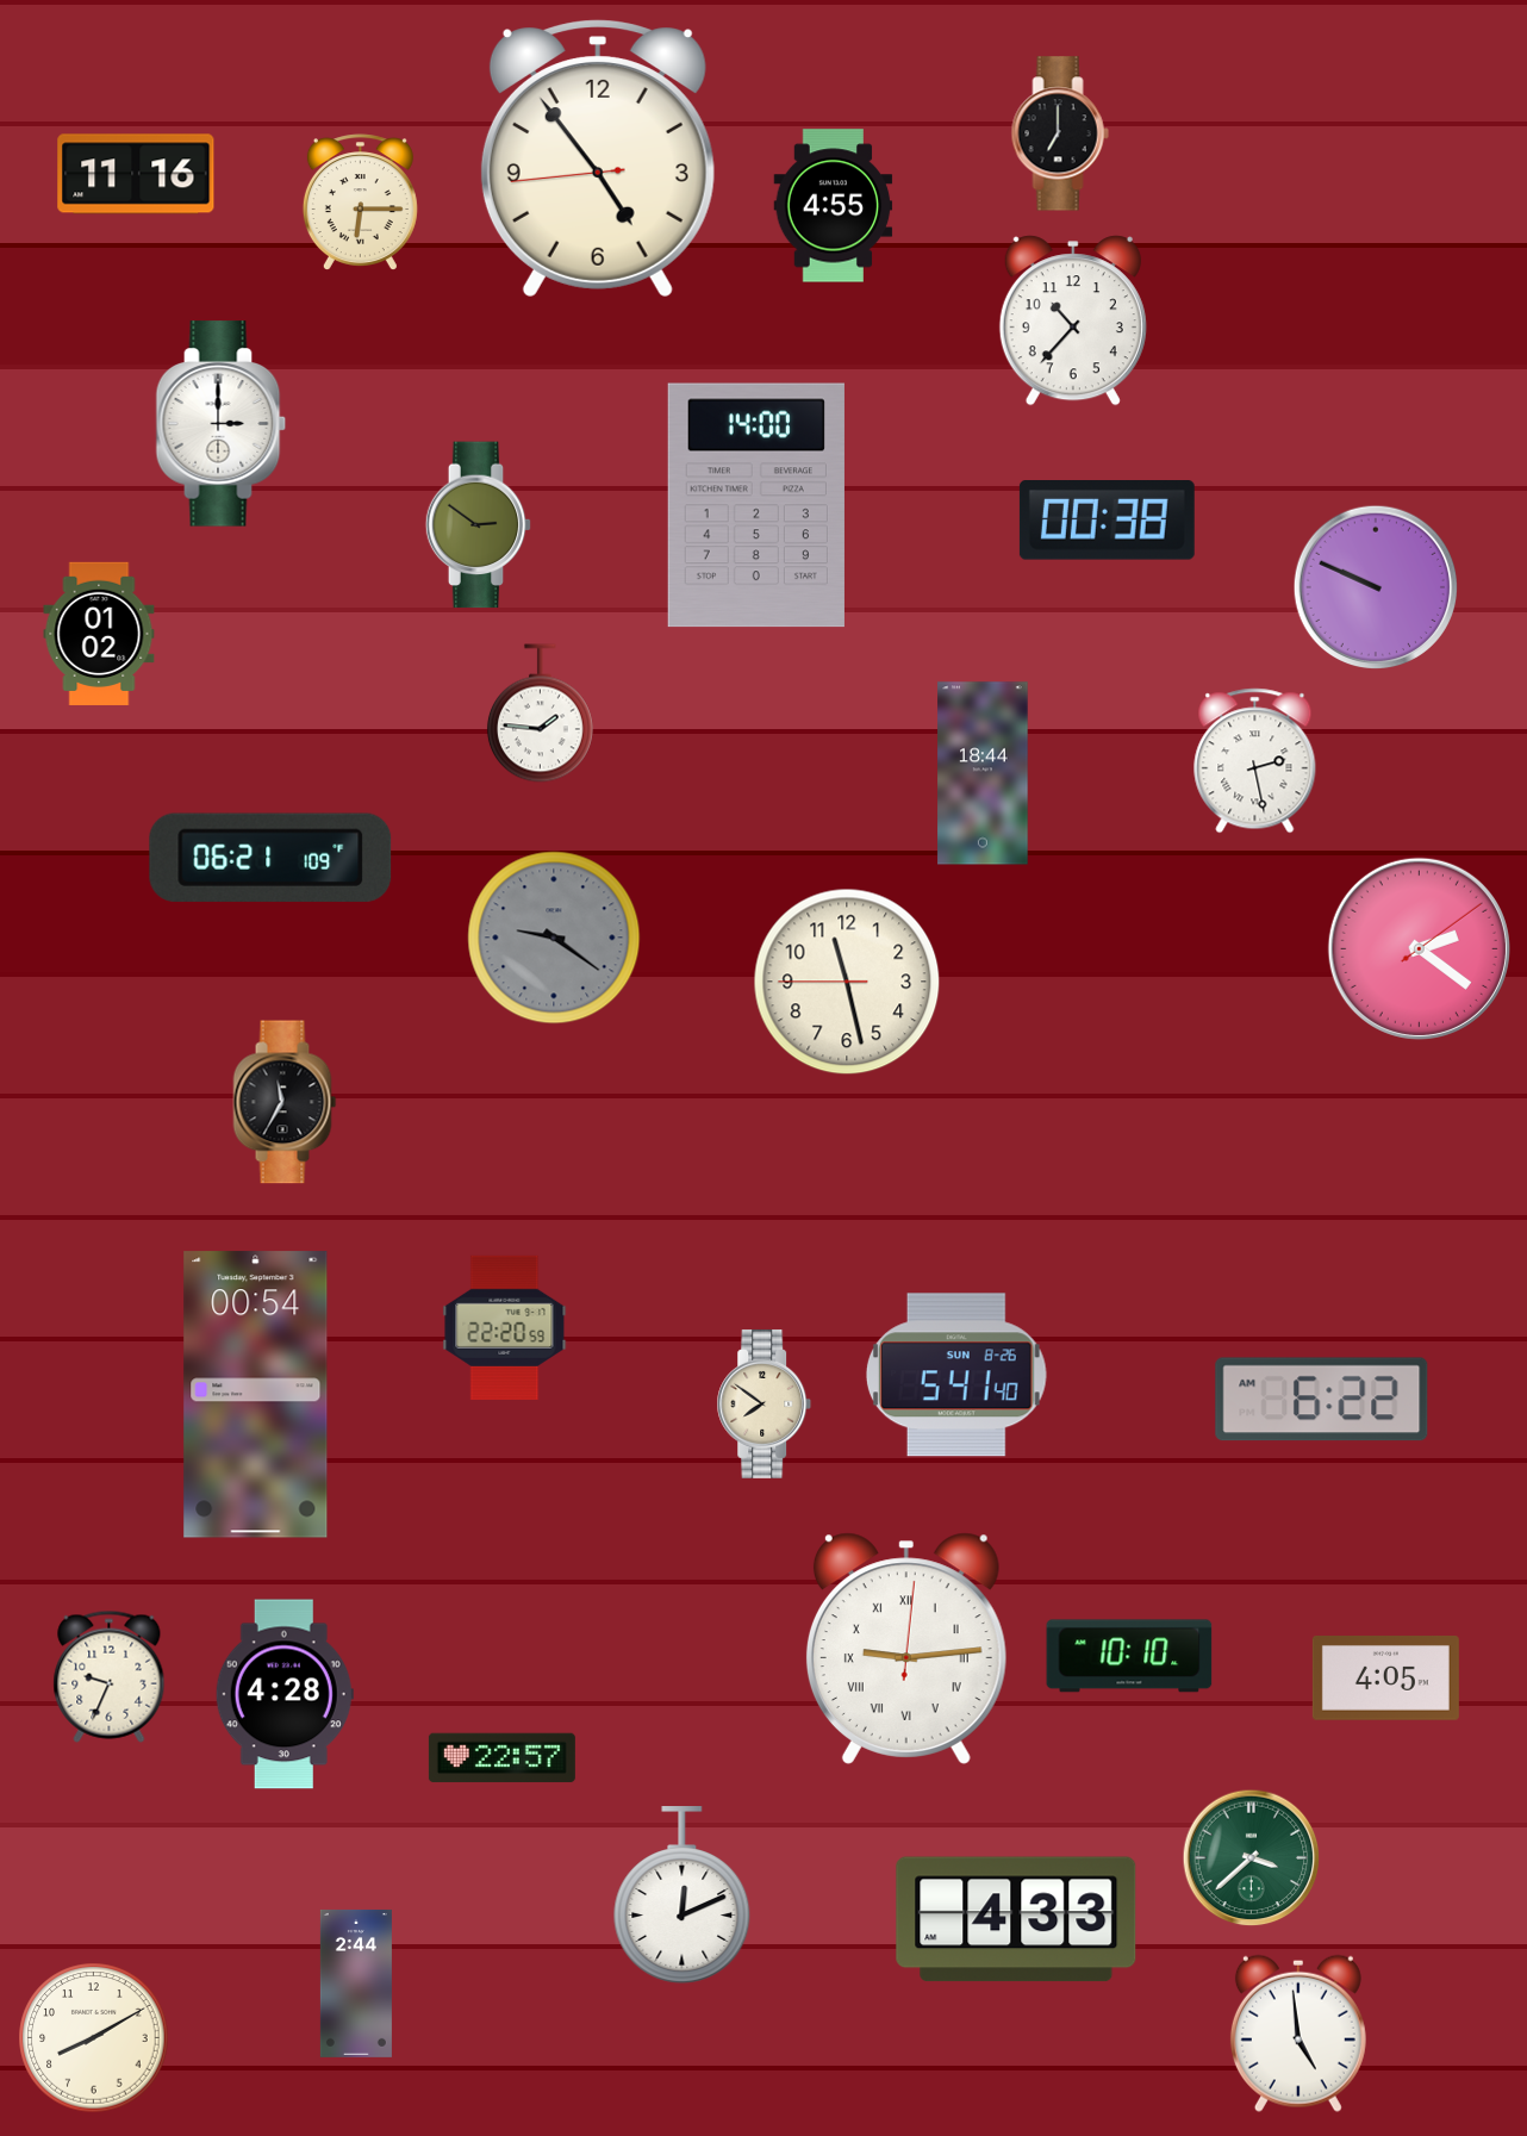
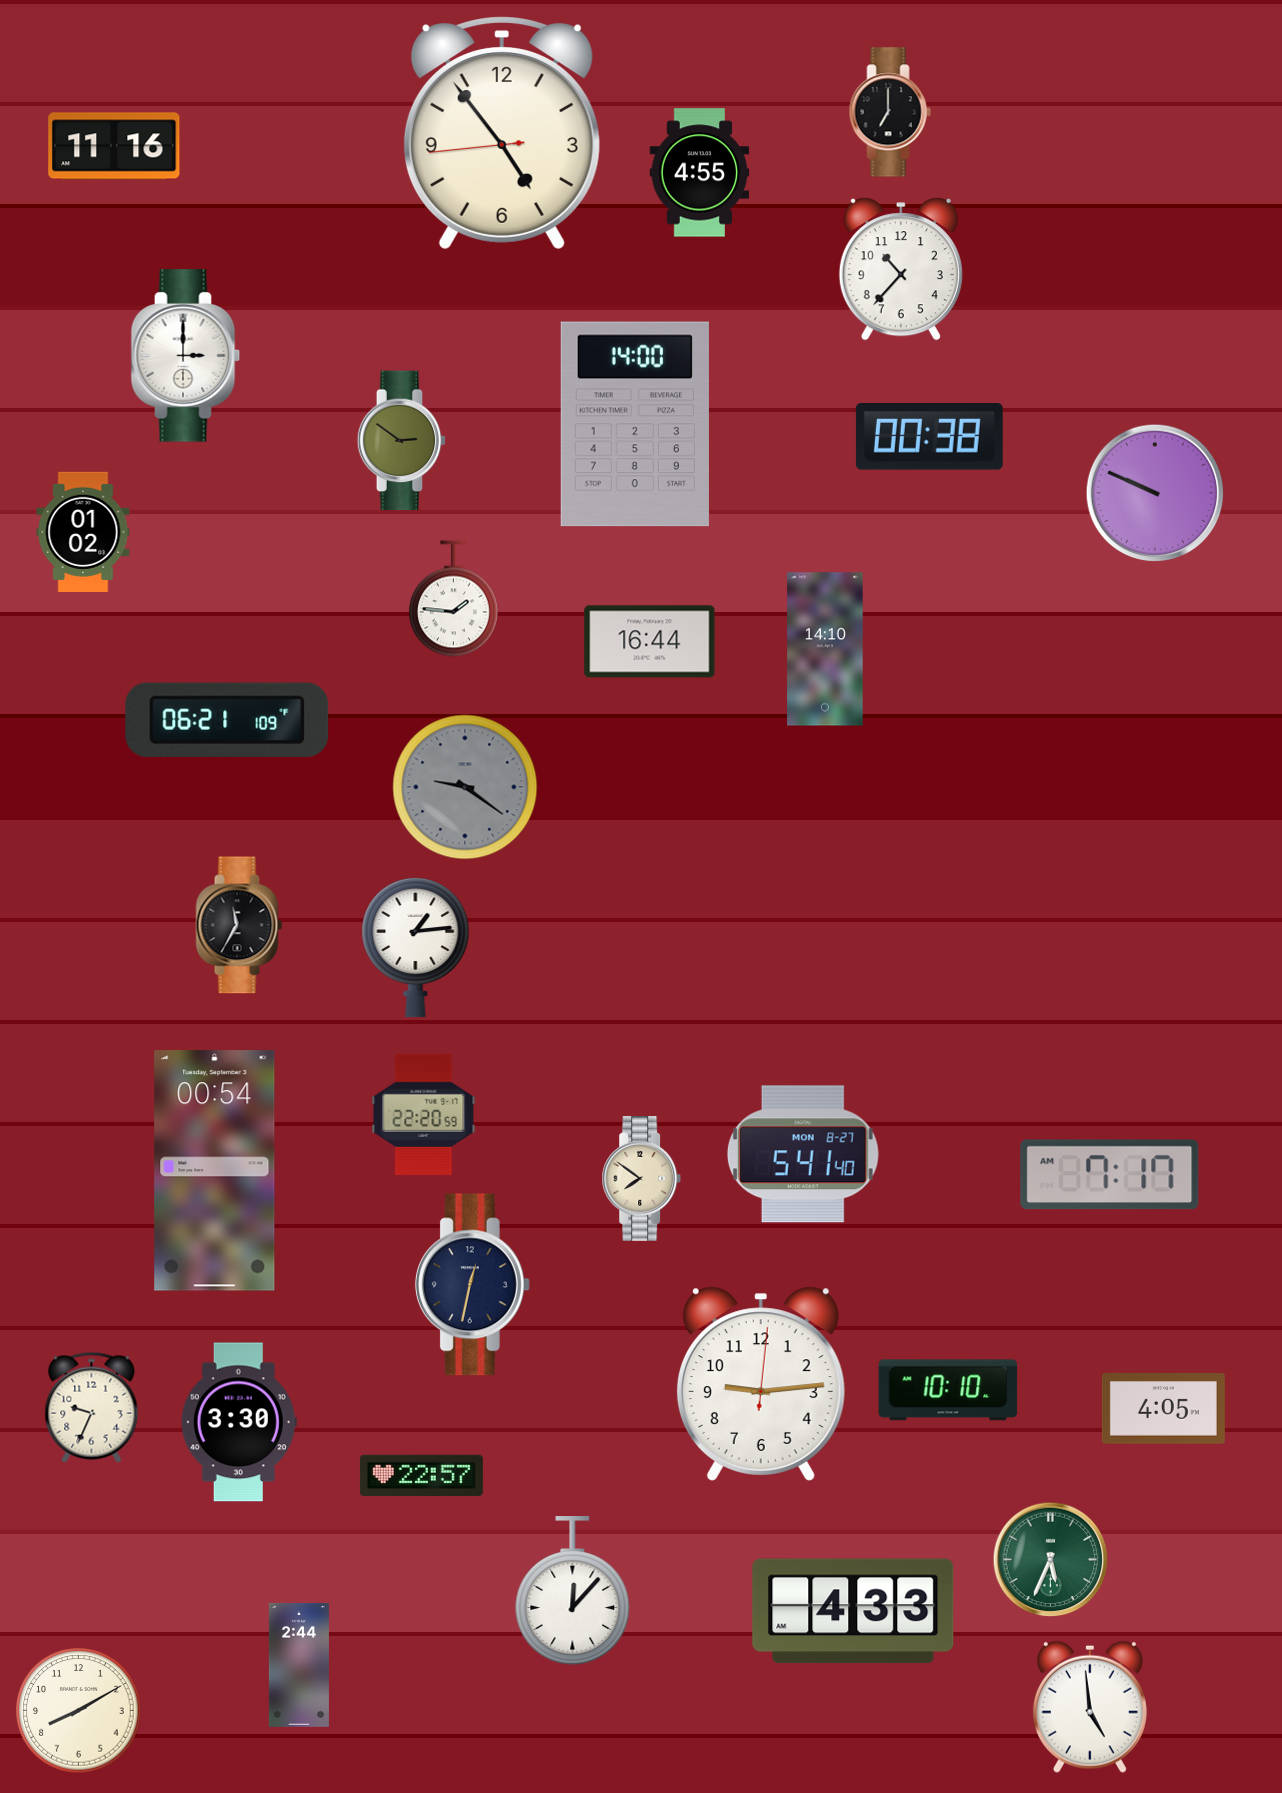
clock at (360, 201): 6:15 -> none
clock at (1255, 761): 2:28 -> none
clock at (650, 642): none -> 16:44
clock at (983, 773): 18:44 -> 14:10
clock at (1419, 948): 2:21 -> none
clock at (847, 982): 11:27 -> none
clock at (416, 947): none -> 1:14
clock at (956, 1375) date: SUN 8-26 -> MON 8-27
clock at (1322, 1400): 6:22 -> 7:17
clock at (472, 1285): none -> 12:32
clock at (906, 1649) numerals: Roman -> Arabic
clock at (285, 1694): 4:28 -> 3:30
clock at (1252, 1858): 3:38 -> 5:34
clock at (683, 1895): 12:11 -> 12:07
